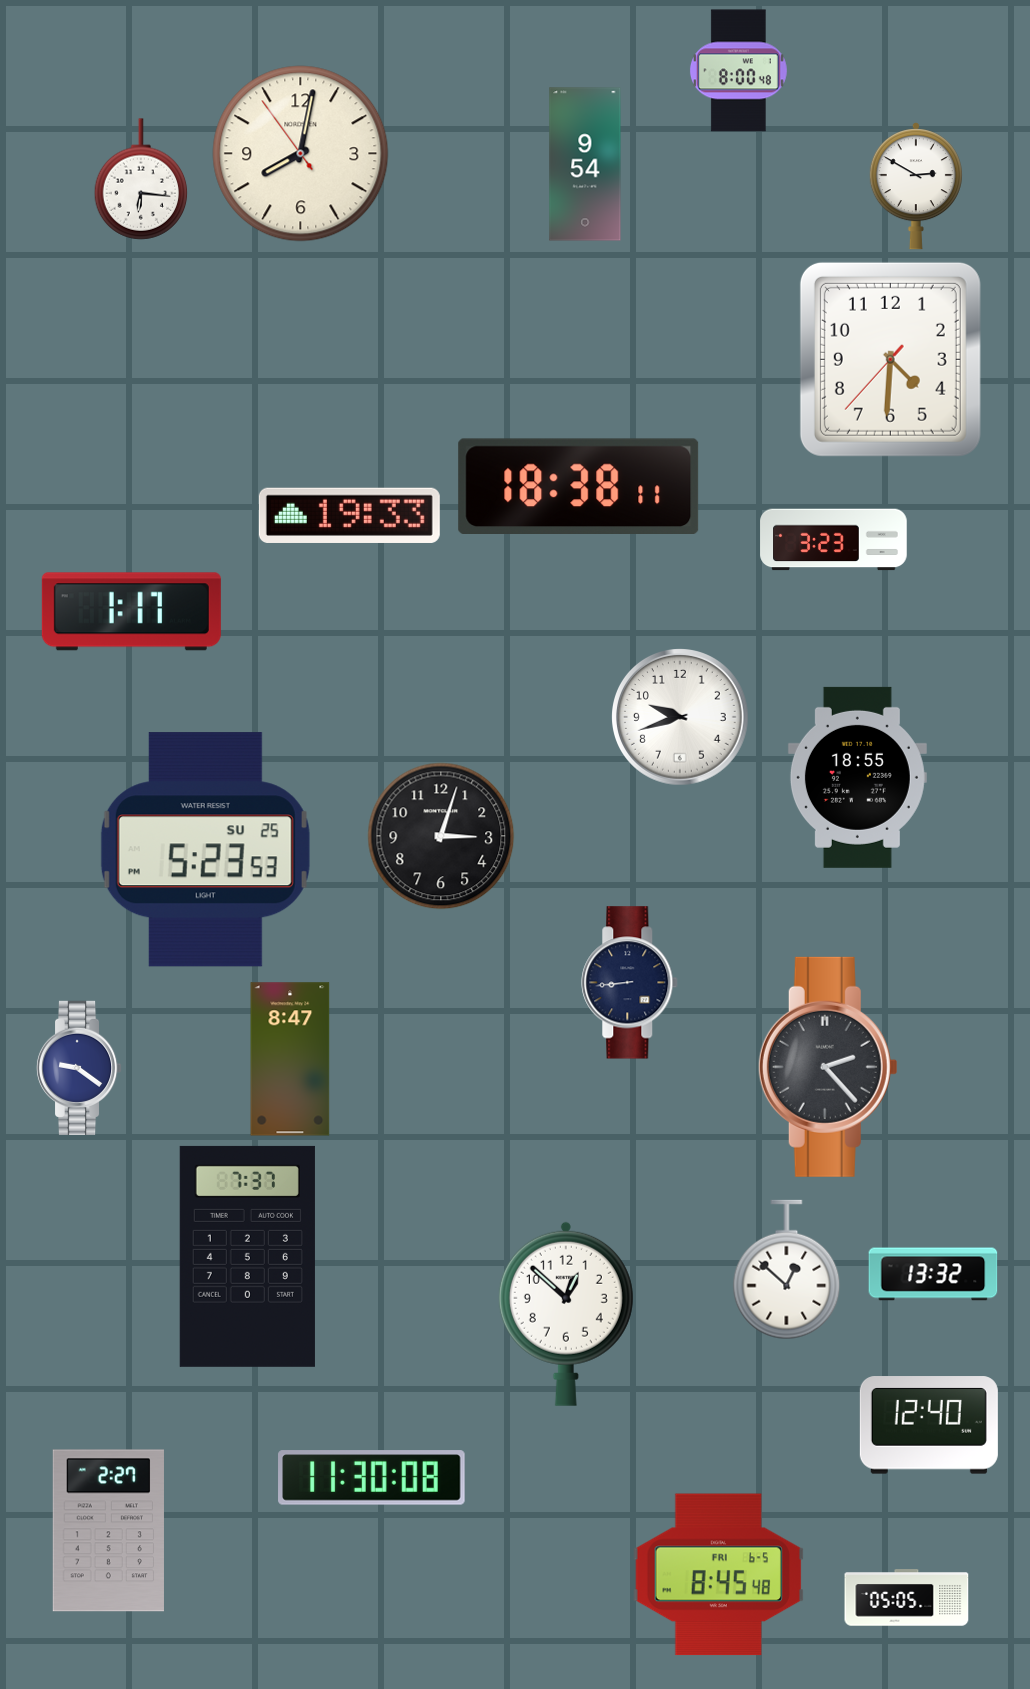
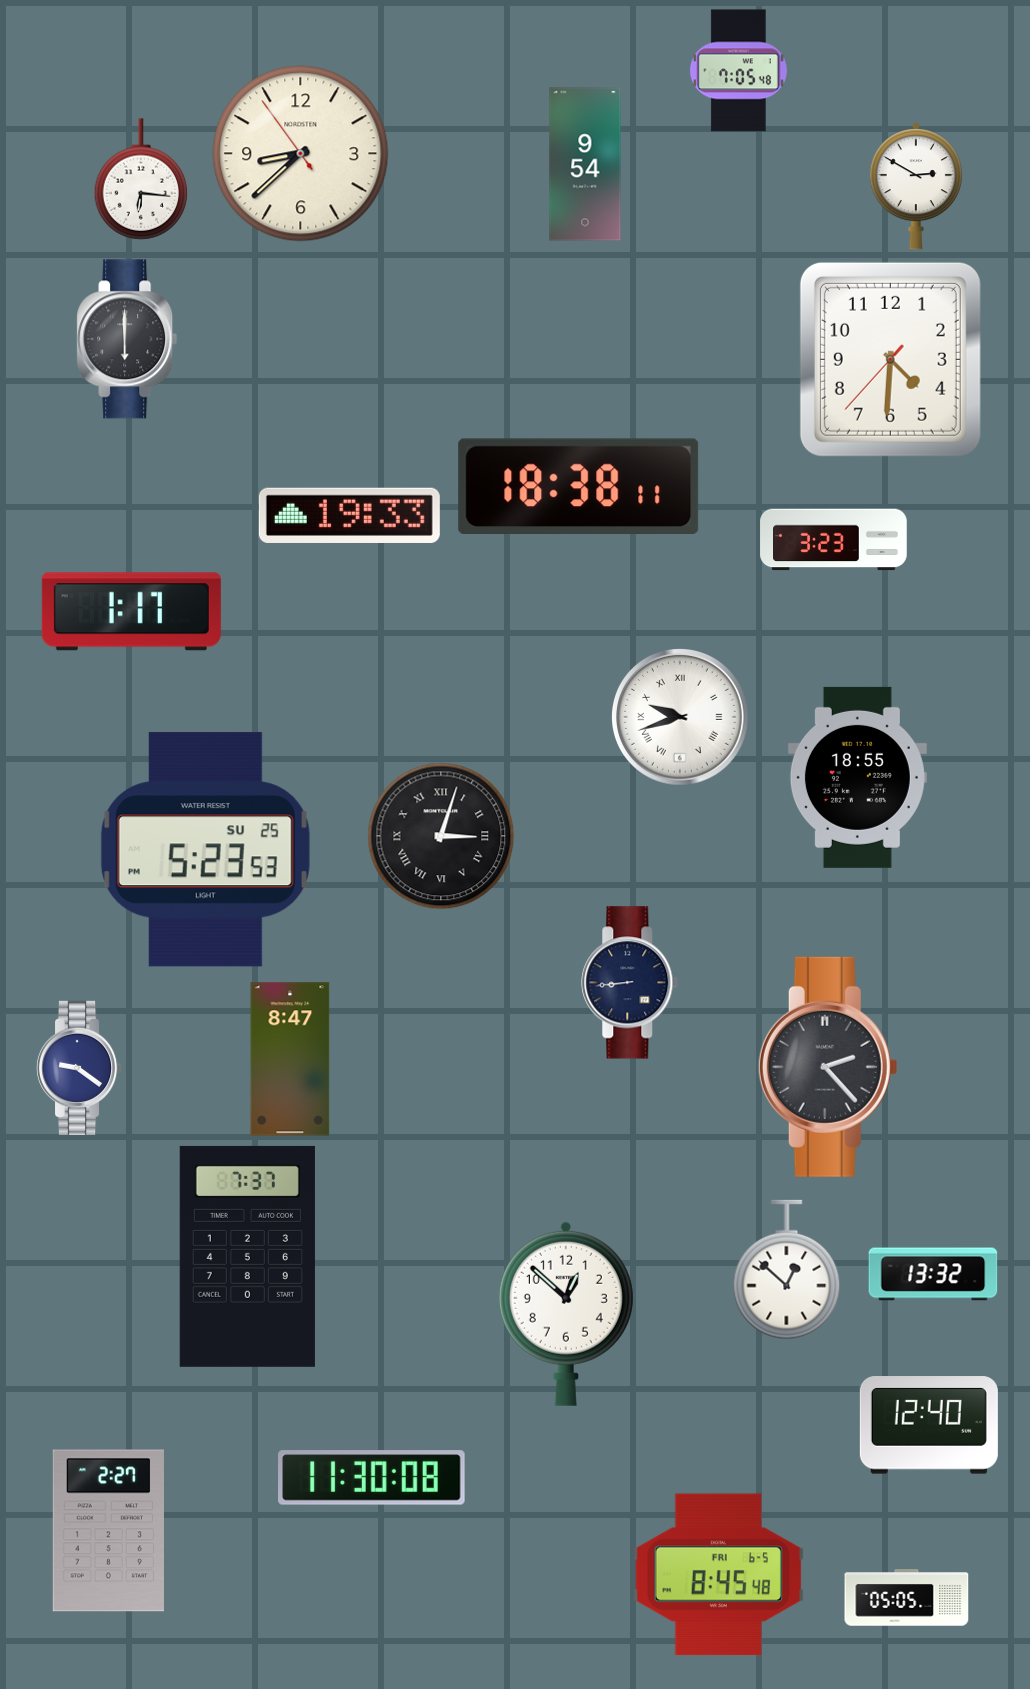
clock at (738, 71): 8:00 -> 7:05
clock at (301, 154): 8:01 -> 8:37
clock at (127, 339): none -> 6:00
clock at (681, 718) numerals: Arabic -> Roman
clock at (441, 836) numerals: Arabic -> Roman
